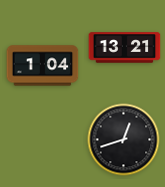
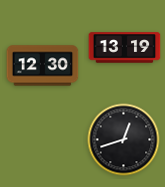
clock at (125, 48): 13:21 -> 13:19
clock at (43, 66): 1:04 -> 12:30
